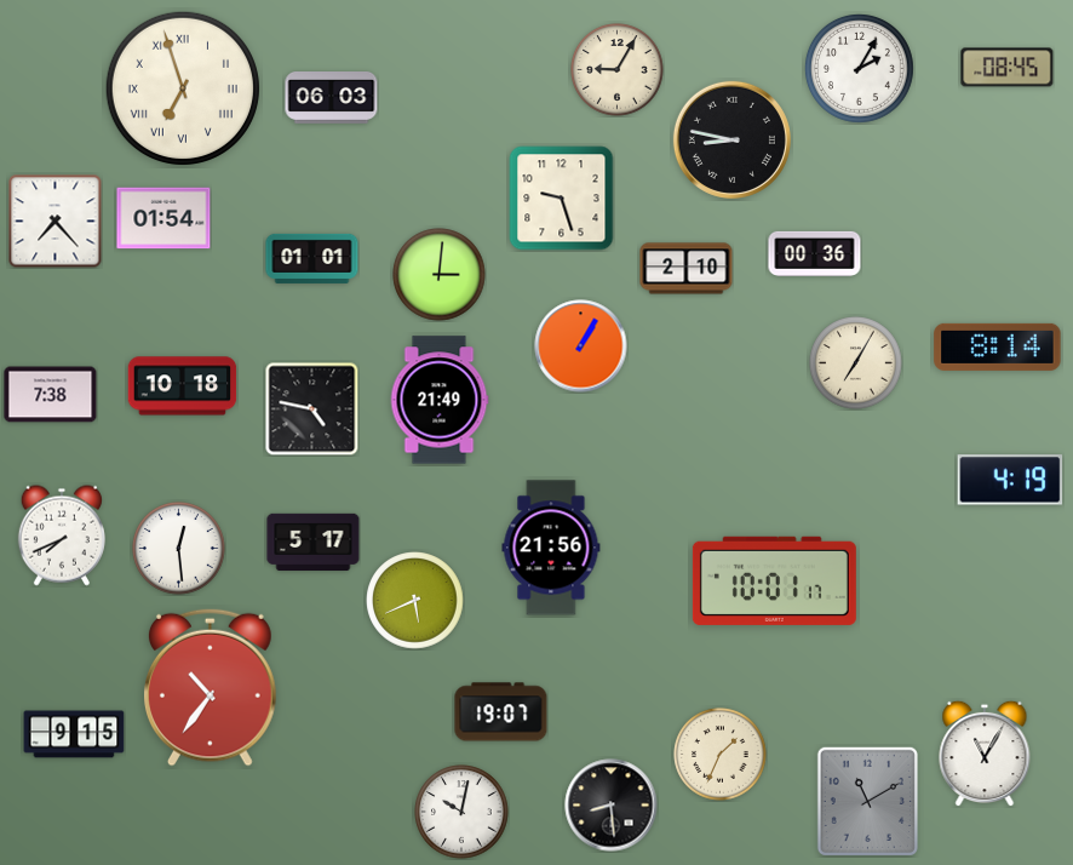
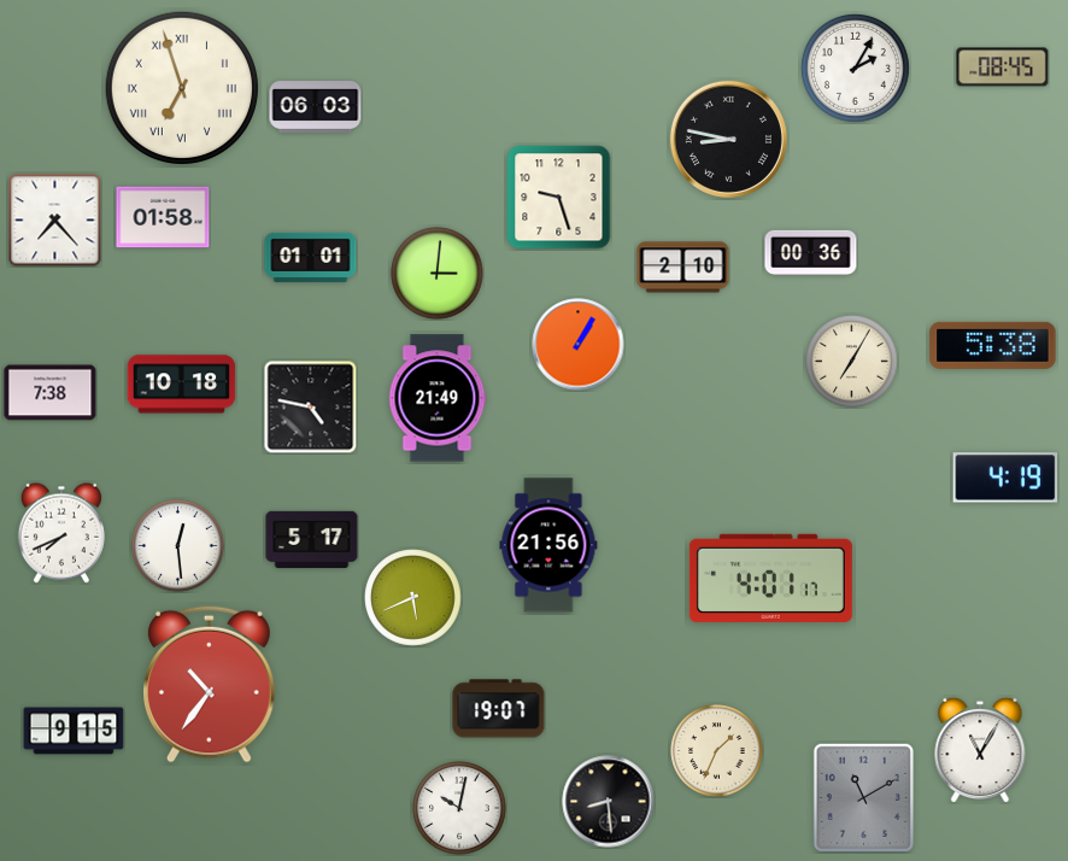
clock at (618, 70): 9:05 -> none
clock at (332, 98) position: (332, 98) -> (316, 107)
clock at (163, 218): 01:54 -> 01:58
clock at (998, 346): 8:14 -> 5:38
clock at (774, 580): 10:01 -> 4:01
